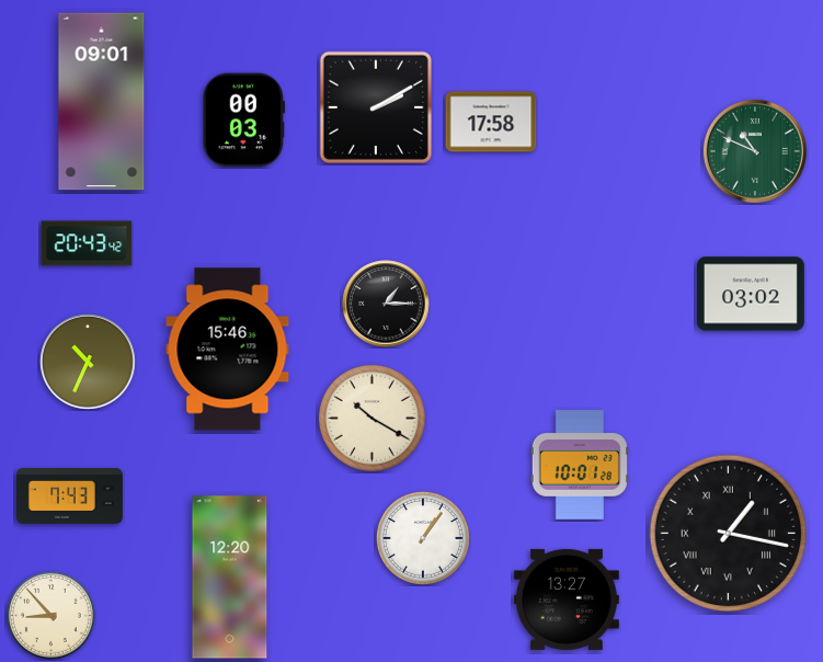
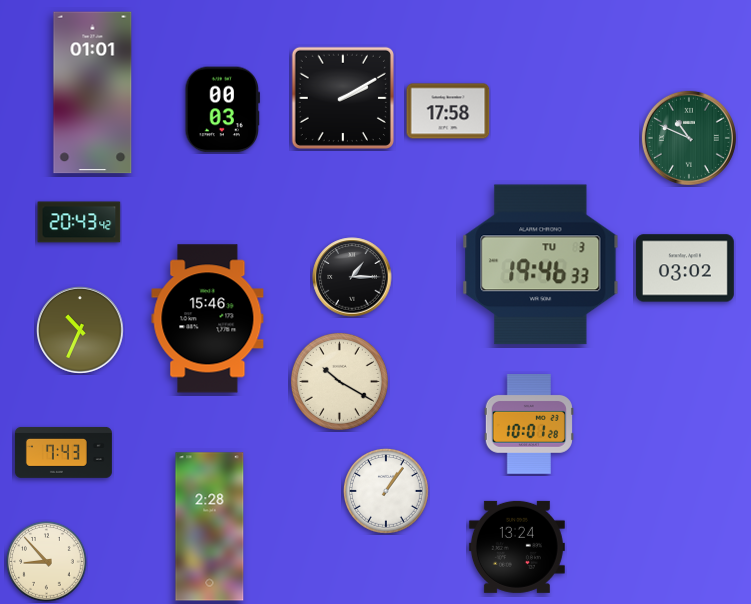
clock at (102, 102): 09:01 -> 01:01
clock at (541, 265): none -> 19:46
clock at (729, 534): 1:17 -> none
clock at (230, 578): 12:20 -> 2:28
clock at (567, 600): 13:27 -> 13:24
